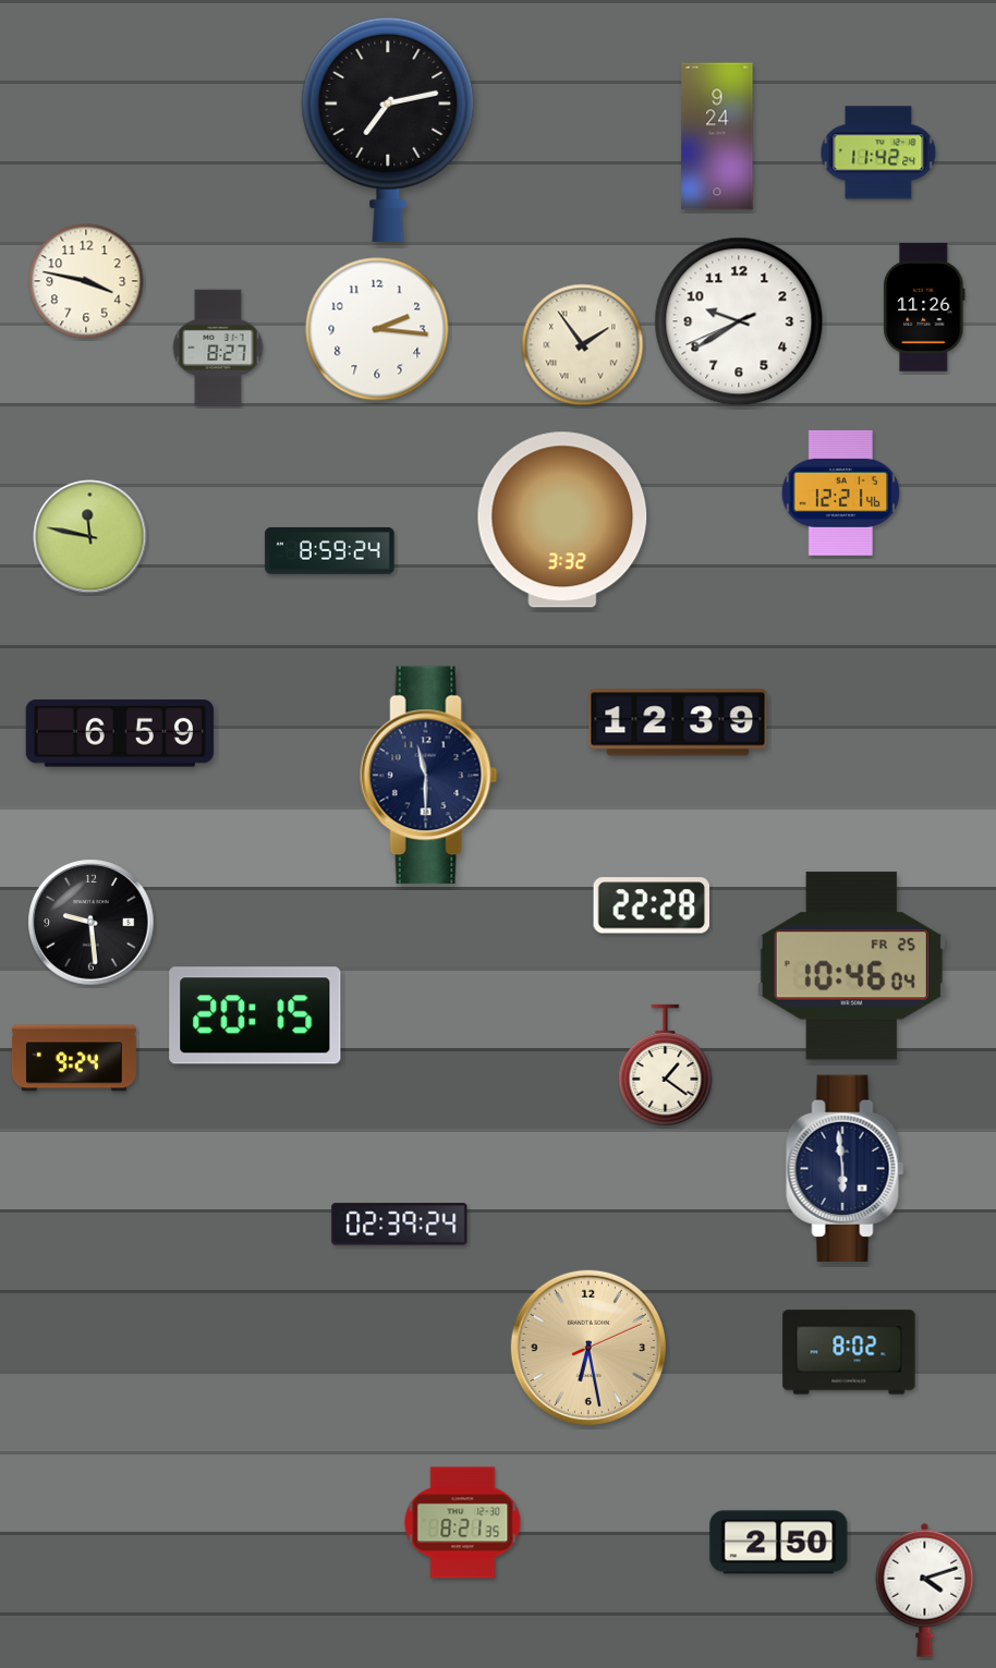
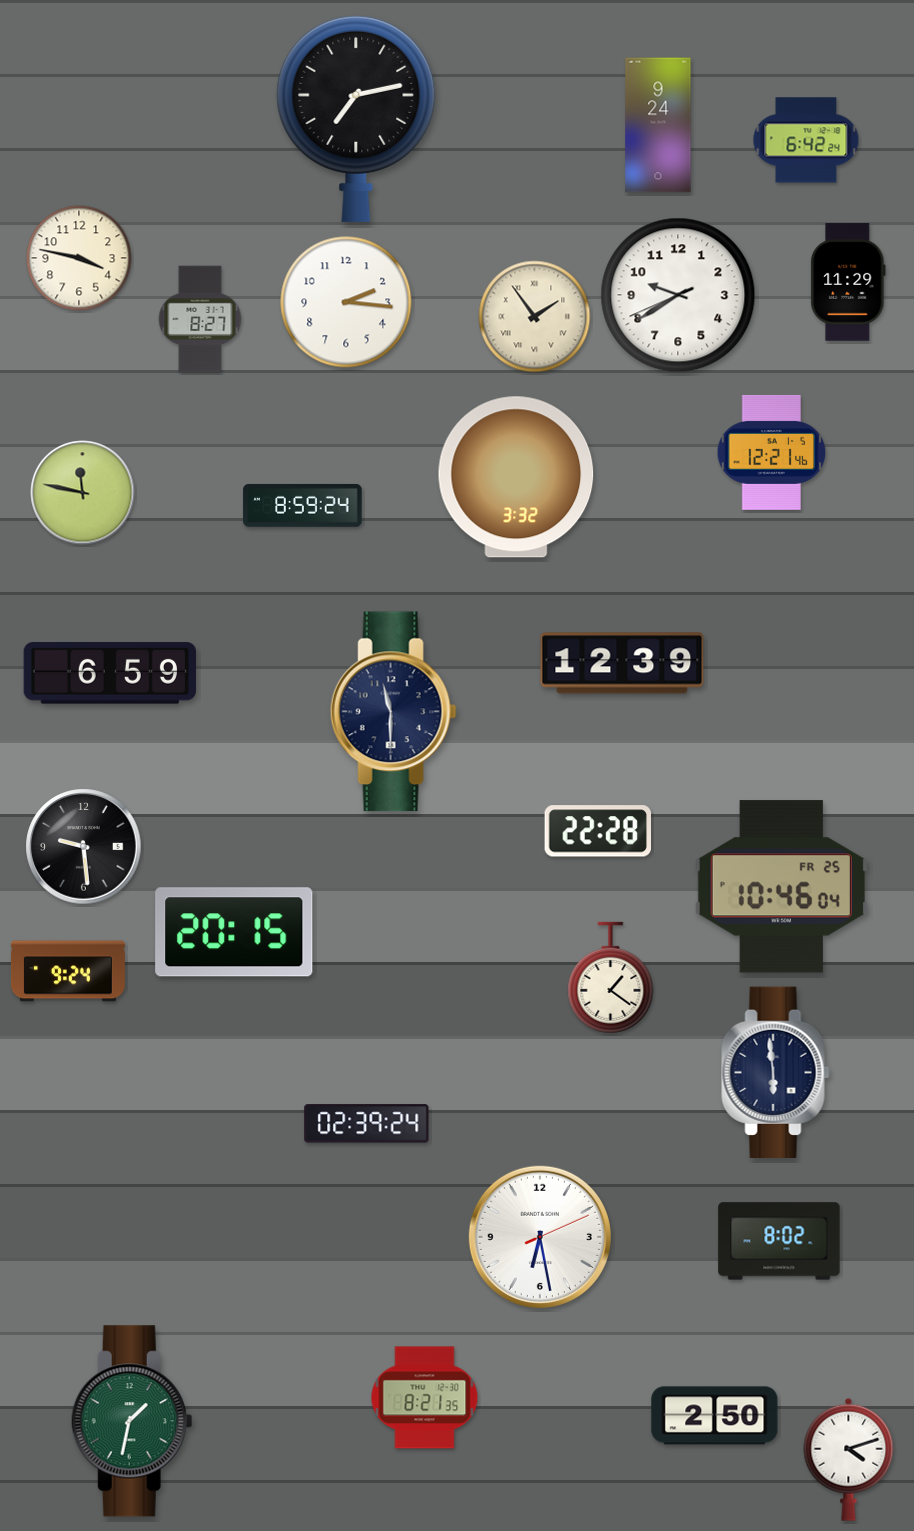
clock at (878, 153): 11:42 -> 6:42
clock at (924, 307): 11:26 -> 11:29
clock at (588, 1348) dial: champagne -> white
clock at (132, 1421): none -> 1:32
